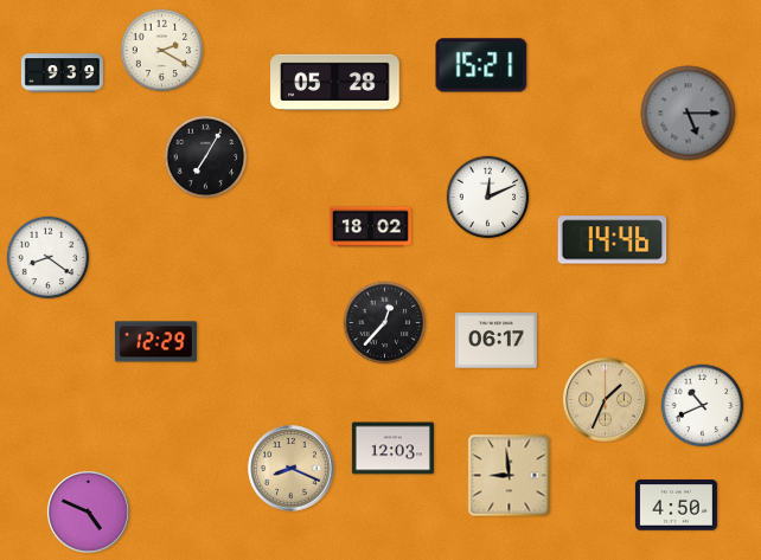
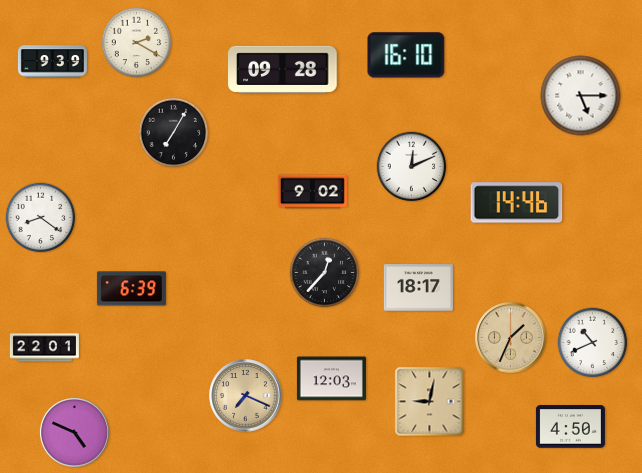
clock at (481, 65): 15:21 -> 16:10
clock at (335, 82): 05:28 -> 09:28
clock at (689, 114) dial: grey -> white
clock at (370, 227): 18:02 -> 9:02
clock at (495, 341): 06:17 -> 18:17
clock at (155, 342): 12:29 -> 6:39
clock at (44, 348): none -> 22:01
clock at (292, 469): 8:19 -> 7:19
clock at (510, 476): 8:59 -> 9:02
